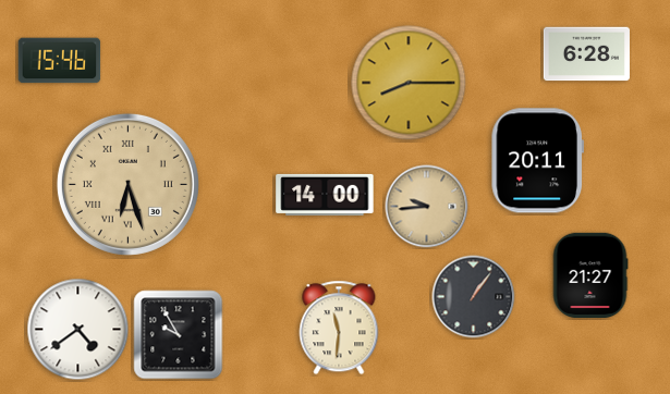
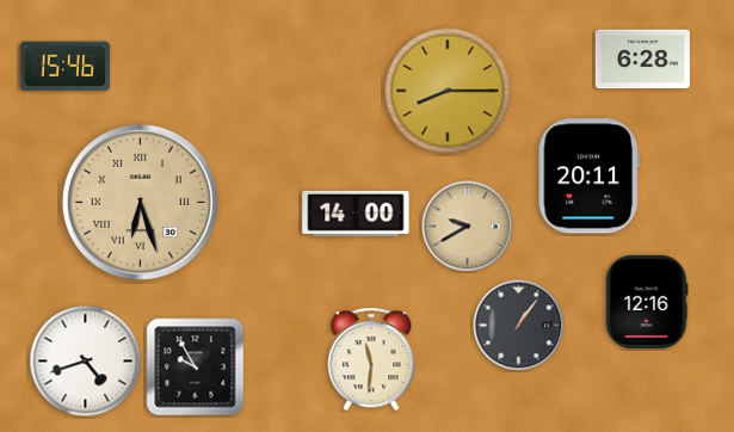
clock at (427, 207): 9:44 -> 9:40
clock at (590, 274): 21:27 -> 12:16
clock at (78, 330): 4:39 -> 4:42
